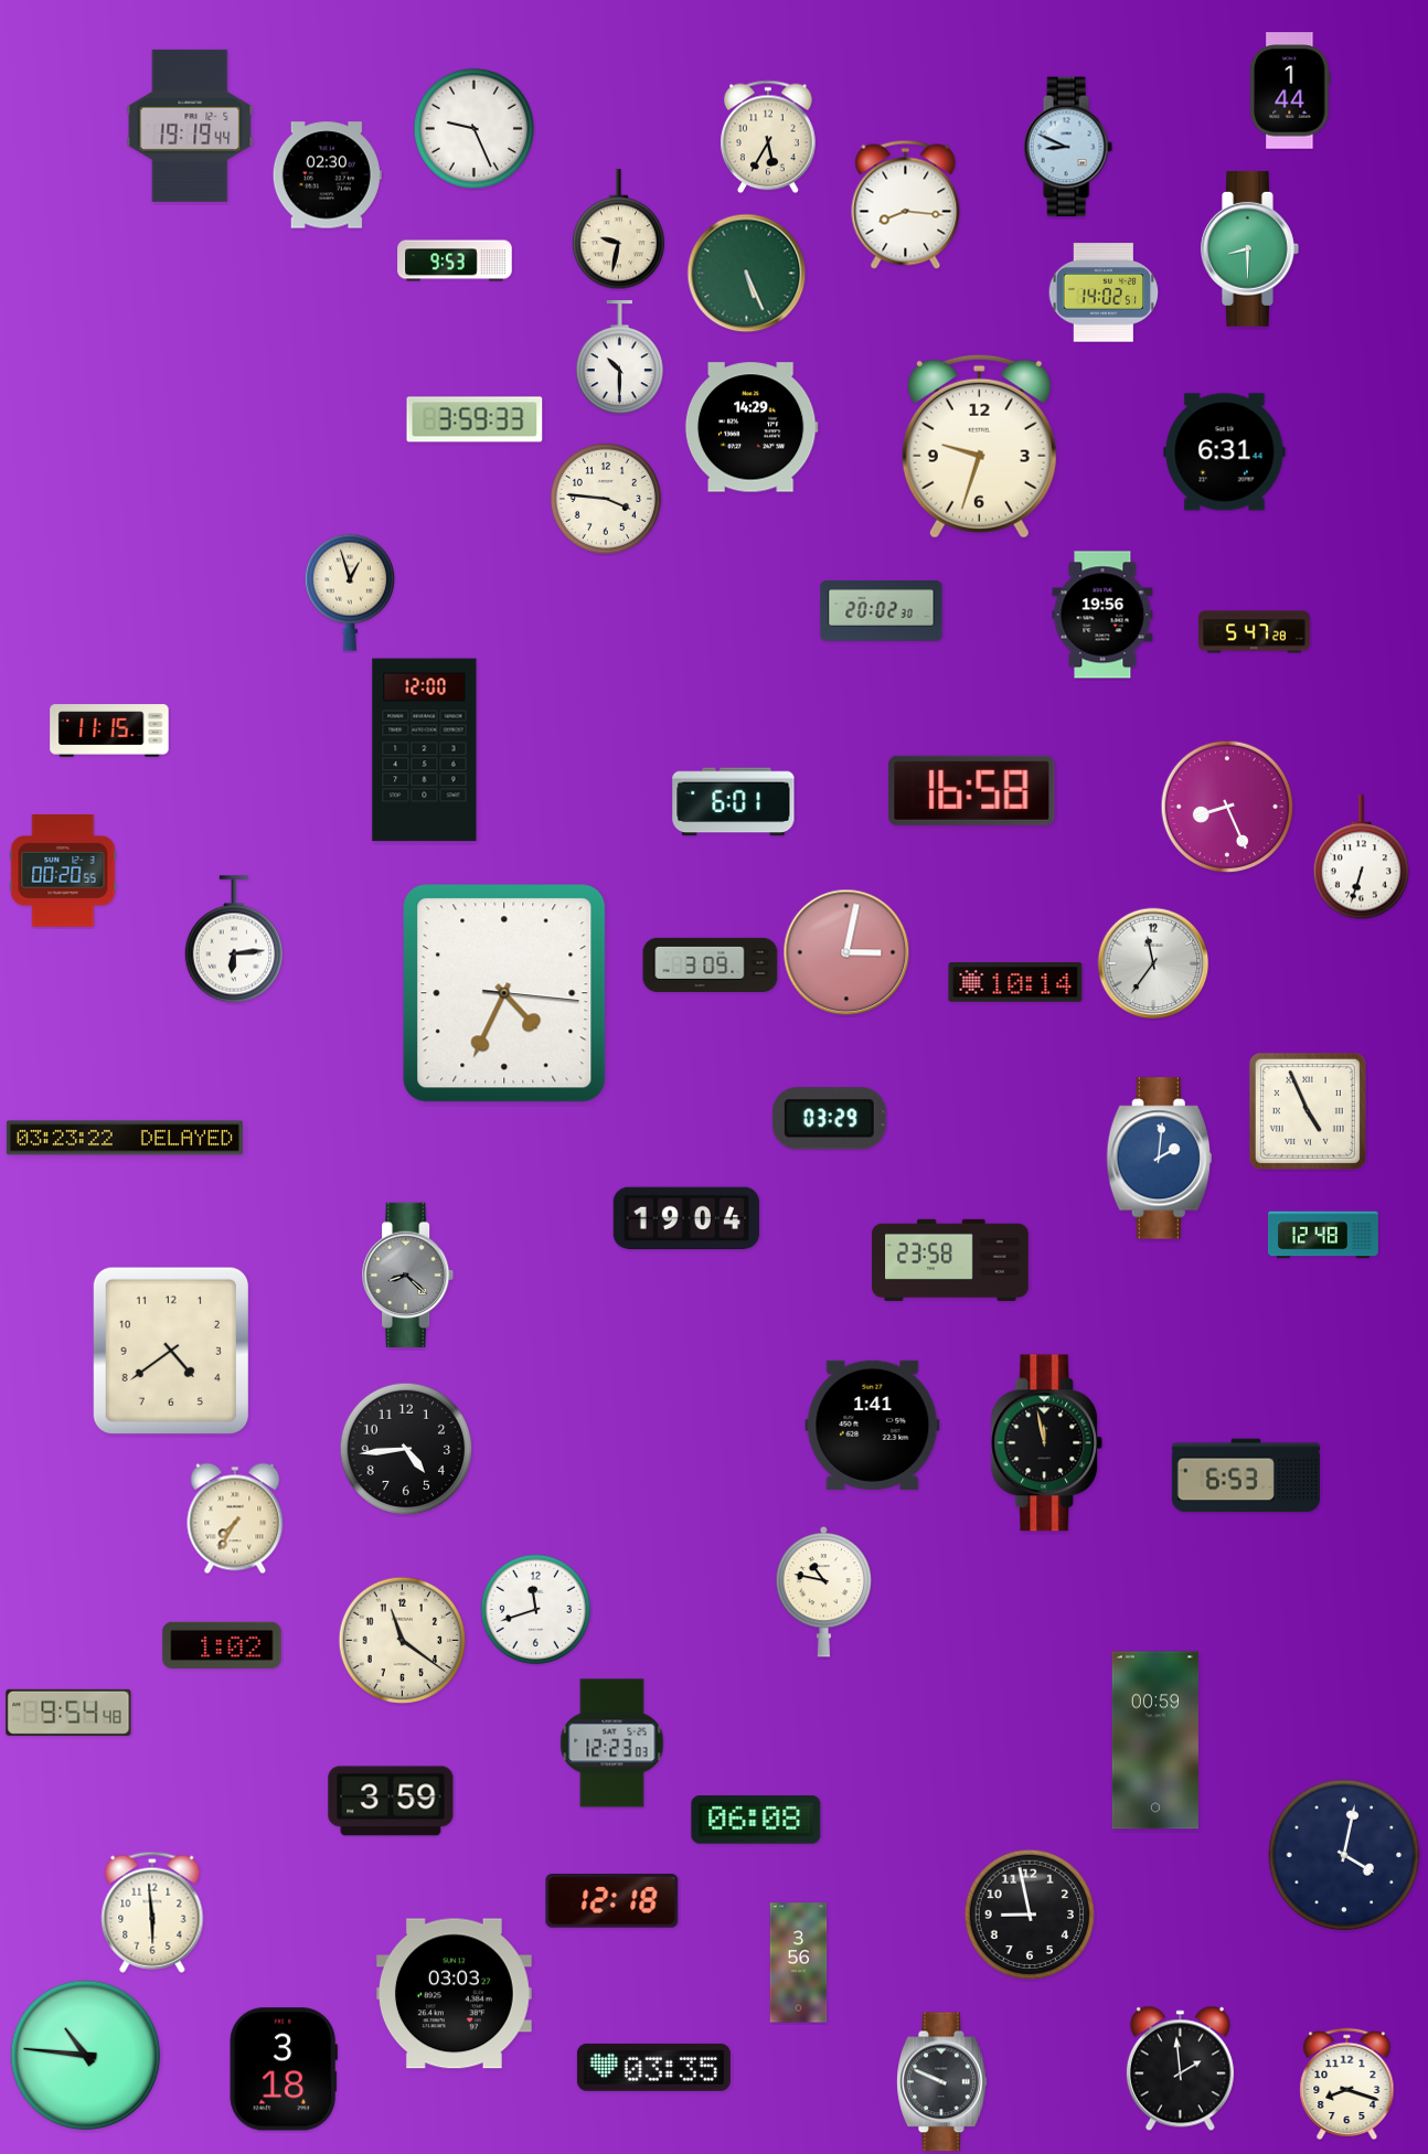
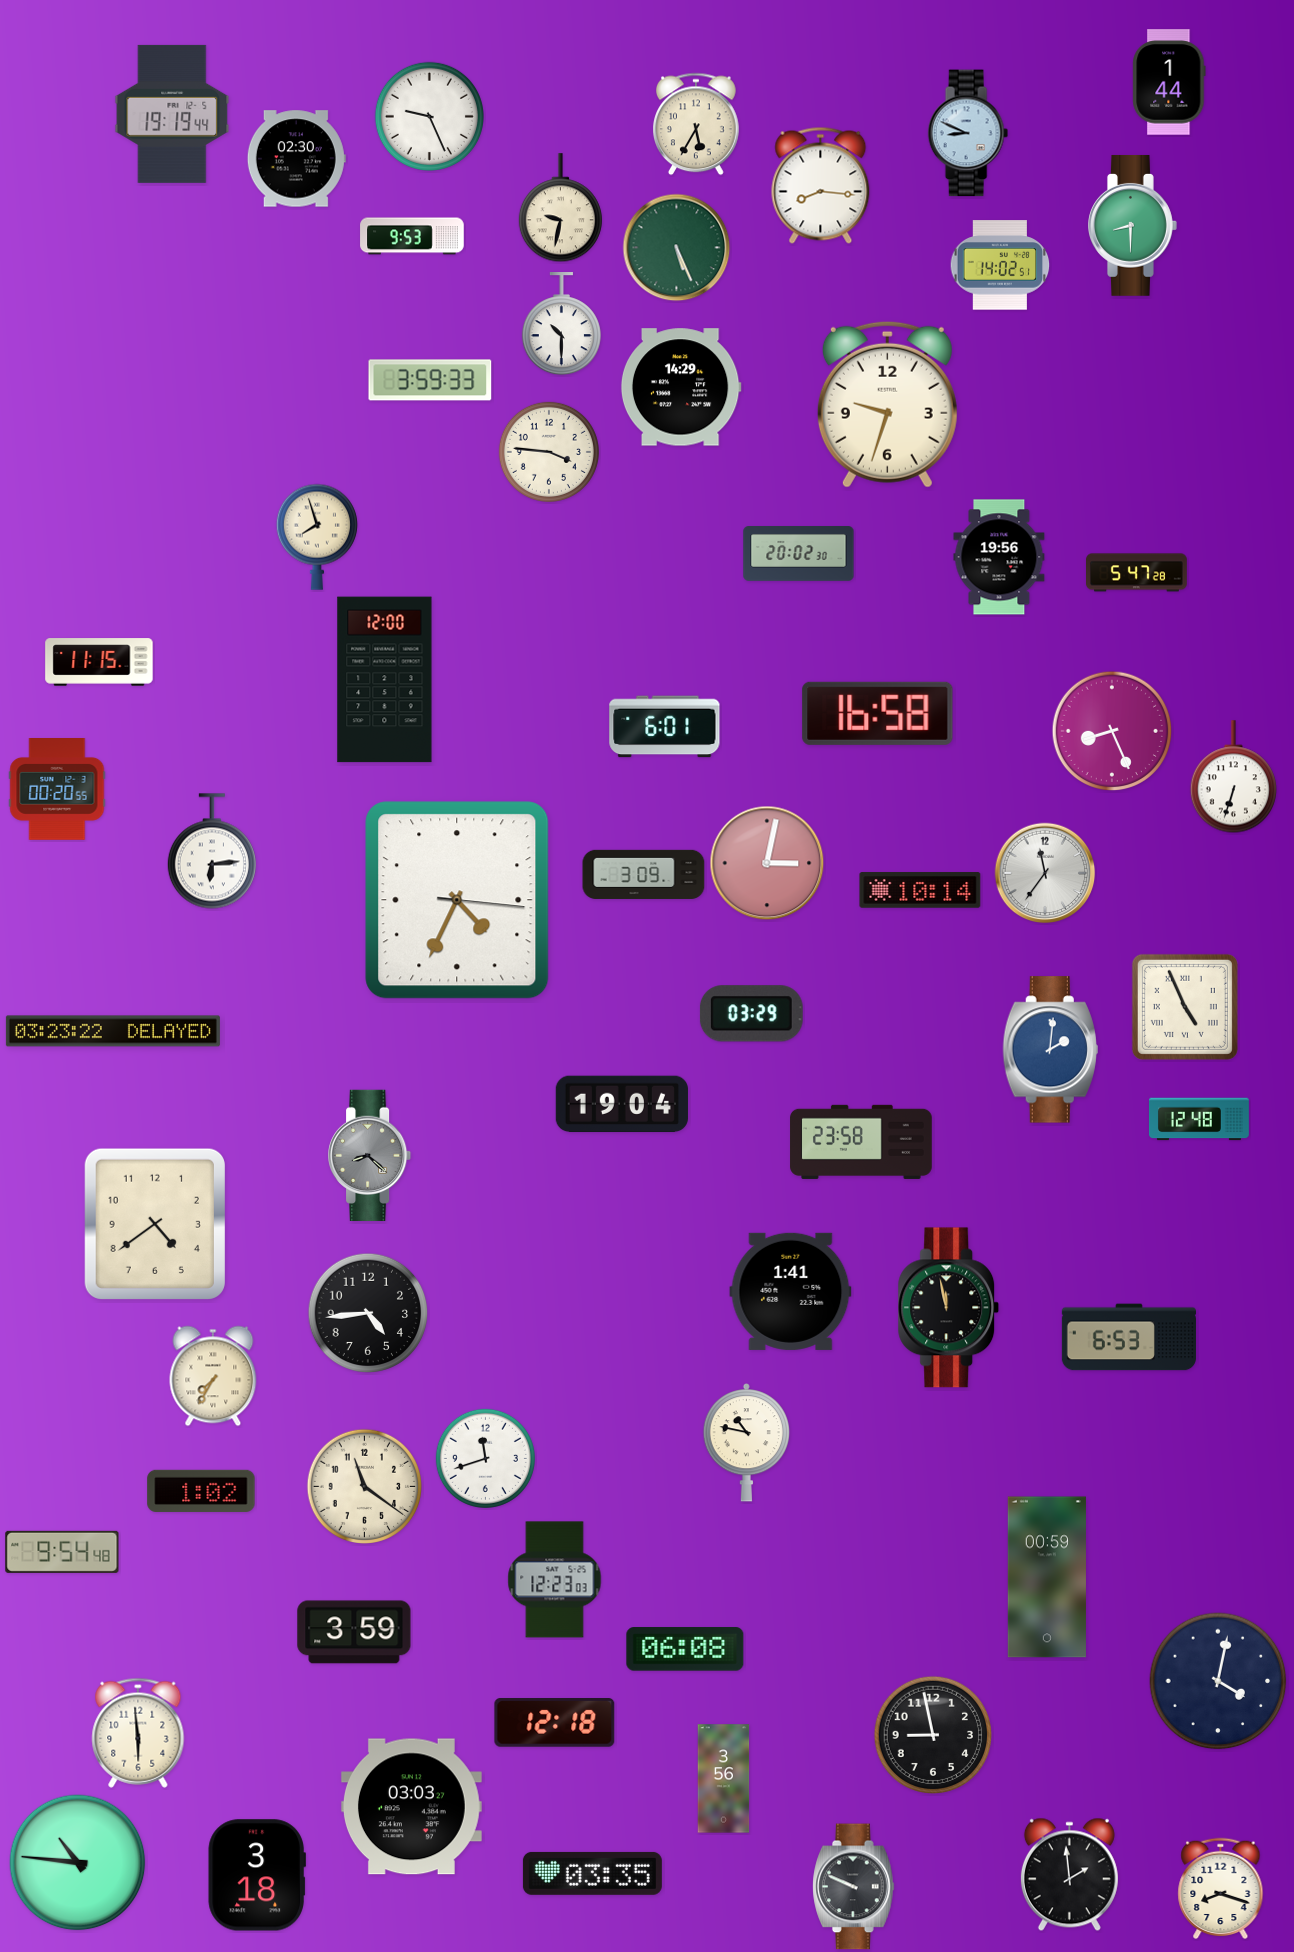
clock at (1225, 452): 6:31 -> none
clock at (350, 593): 12:57 -> 7:57
clock at (972, 790) position: (972, 790) -> (878, 713)
